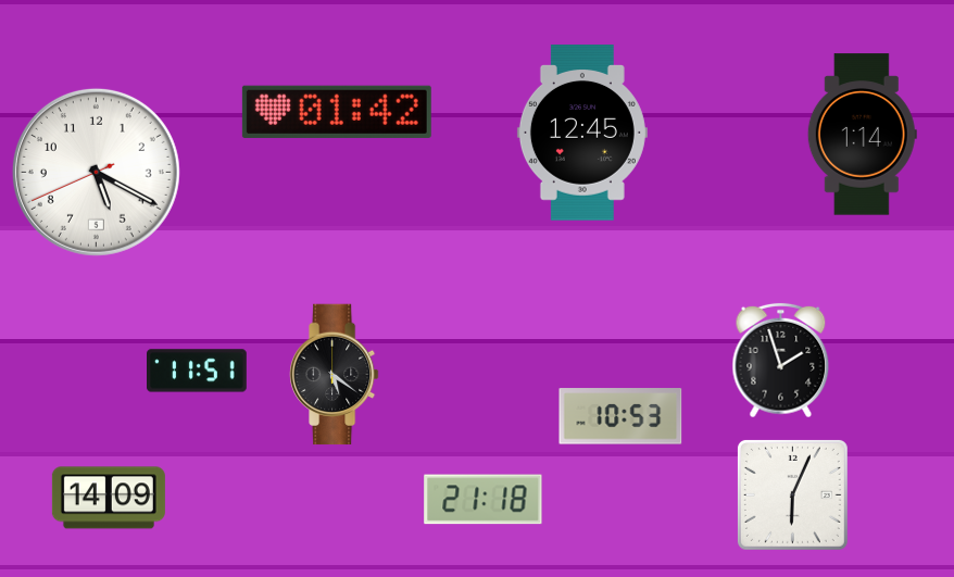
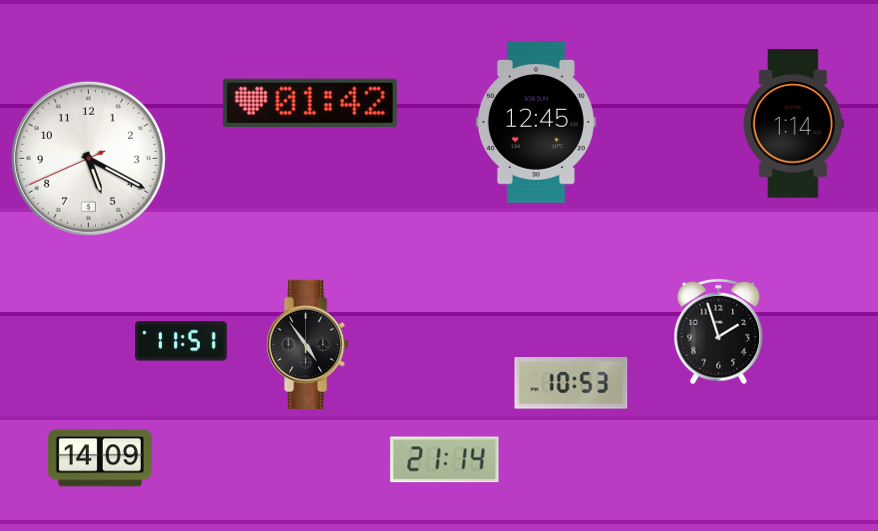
clock at (335, 375): 5:21 -> 4:54
clock at (792, 494): 6:04 -> none
clock at (484, 500): 21:18 -> 21:14
